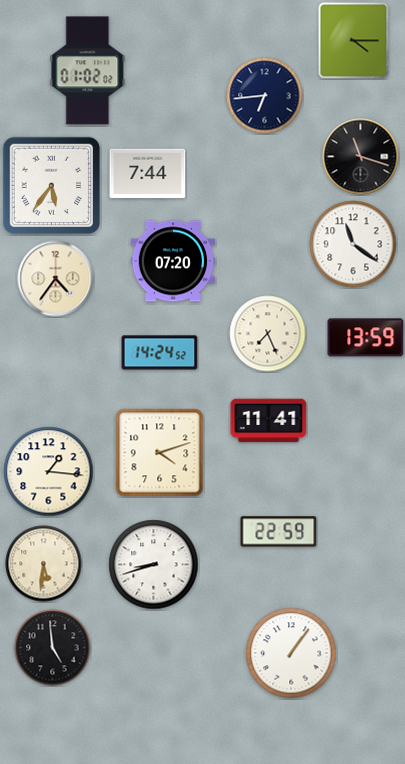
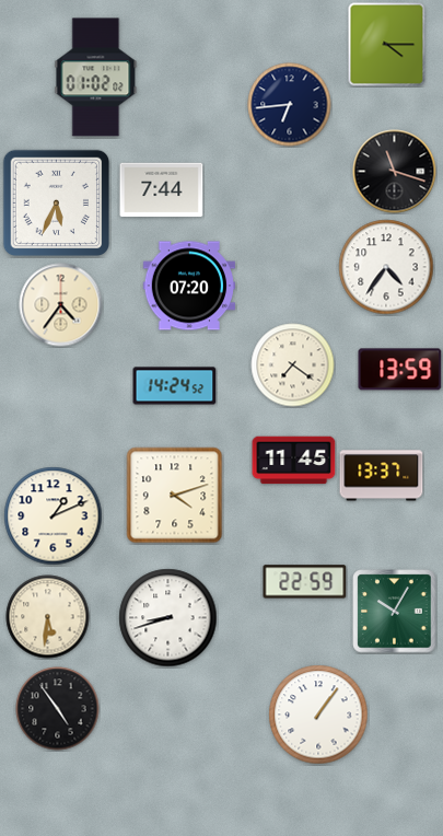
clock at (52, 186): 5:36 -> 5:34
clock at (353, 244): 11:21 -> 4:36
clock at (268, 334): 7:26 -> 7:21
clock at (269, 421): 11:41 -> 11:45
clock at (382, 476): none -> 13:37
clock at (49, 472): 1:16 -> 1:11
clock at (395, 612): none -> 10:05
clock at (53, 648): 4:59 -> 4:54
